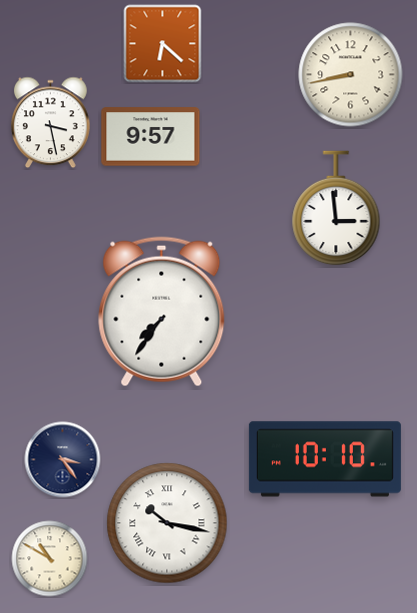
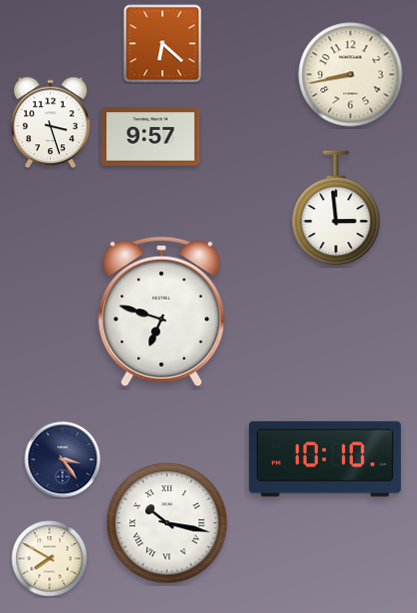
clock at (51, 123): 3:28 -> 3:27
clock at (162, 312): 7:36 -> 6:48
clock at (50, 559): 10:50 -> 7:50
